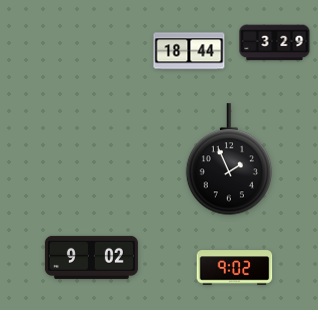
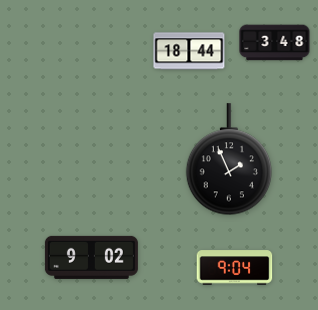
clock at (275, 43): 3:29 -> 3:48
clock at (235, 268): 9:02 -> 9:04
